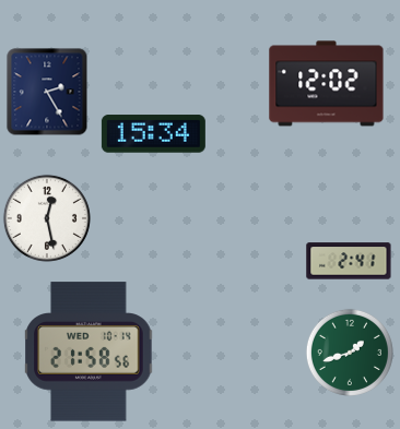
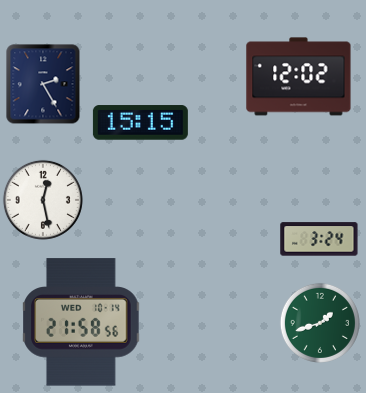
clock at (153, 134): 15:34 -> 15:15
clock at (349, 261): 2:41 -> 3:24
